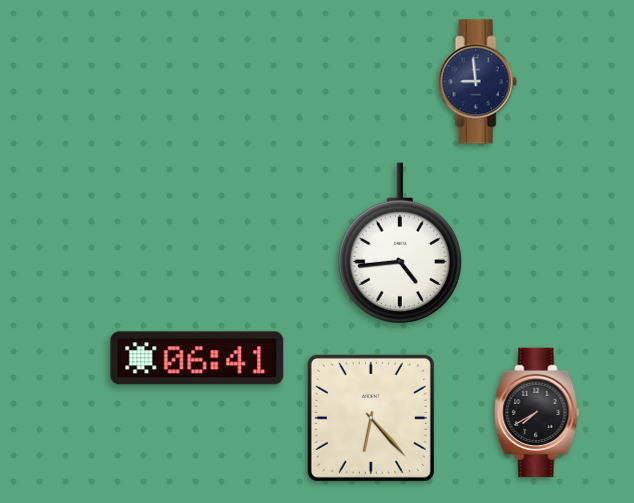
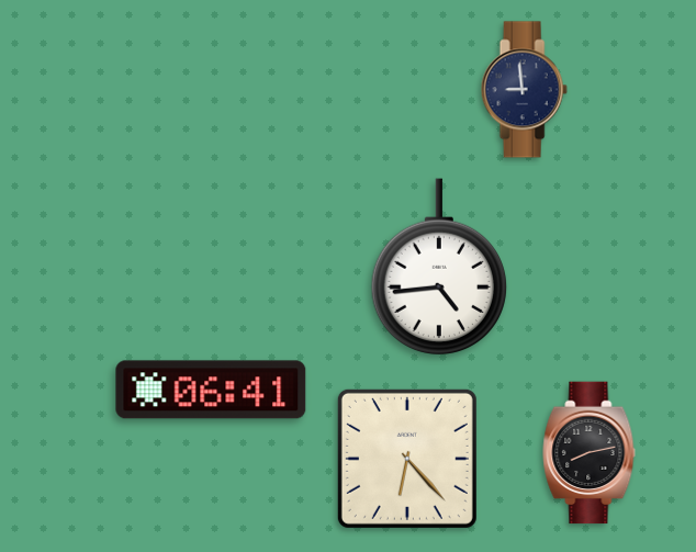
clock at (197, 358) position: (197, 358) -> (211, 390)
clock at (537, 413): 7:40 -> 8:13
